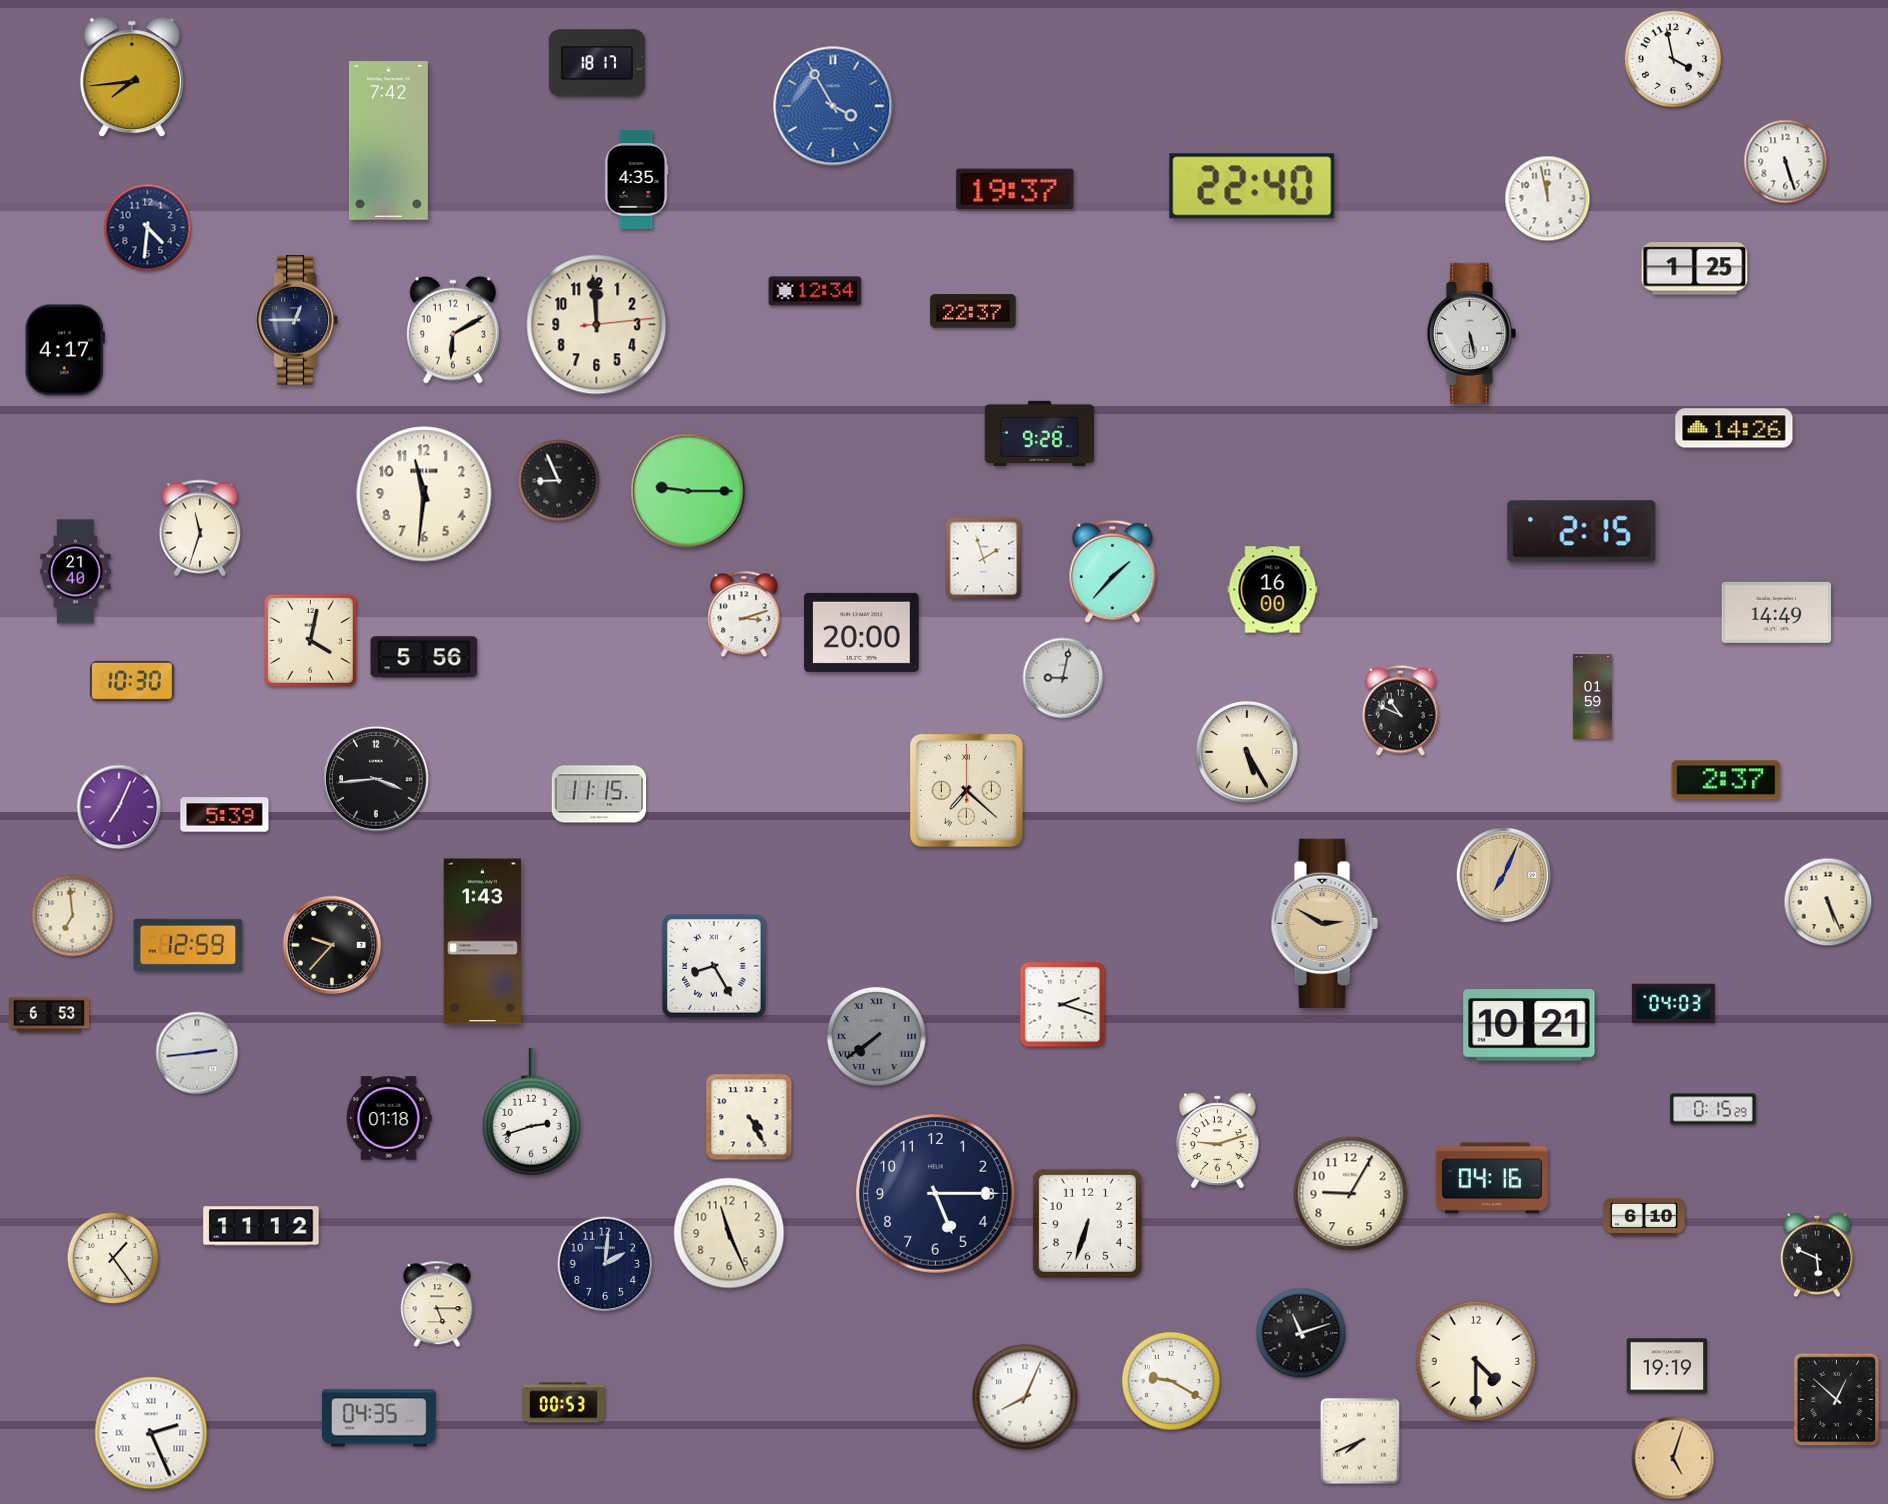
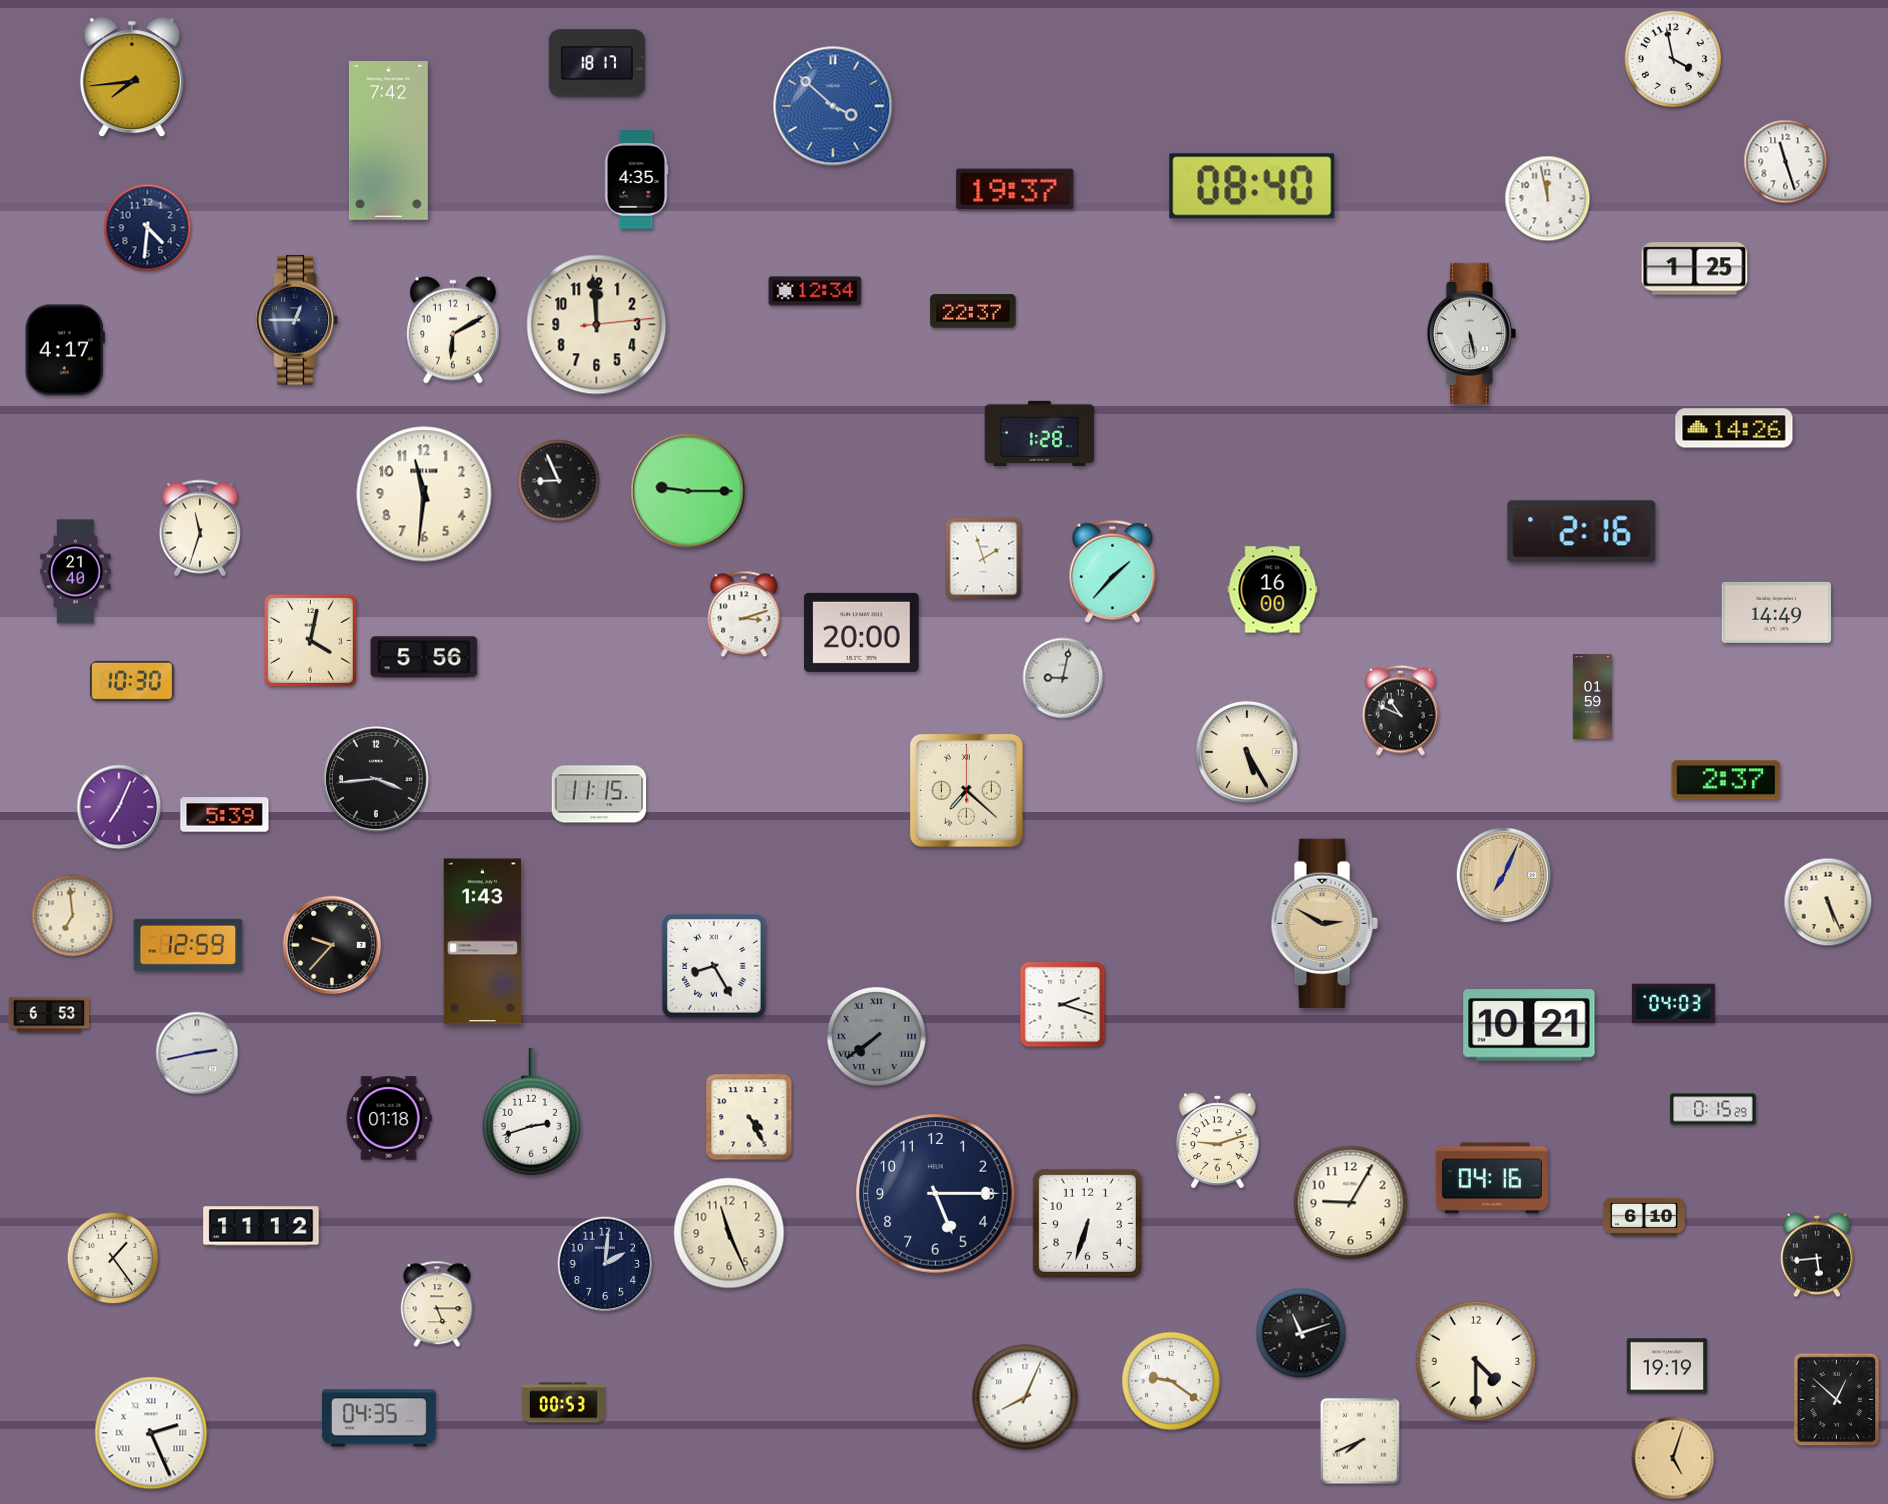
clock at (833, 106): 3:55 -> 3:52
clock at (1786, 162): 5:27 -> 11:27
clock at (1252, 186): 22:40 -> 08:40
clock at (1040, 433): 9:28 -> 1:28
clock at (1582, 532): 2:15 -> 2:16
clock at (197, 1053): 2:44 -> 2:43
clock at (1351, 1194) position: (1351, 1194) -> (1351, 1203)
clock at (1818, 1255): 5:49 -> 5:44
clock at (1171, 1381): 9:20 -> 9:21
